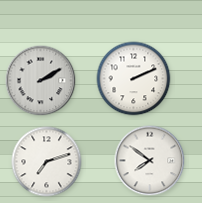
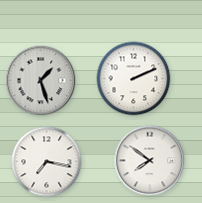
clock at (41, 81): 2:10 -> 1:27
clock at (47, 162): 7:12 -> 7:17
